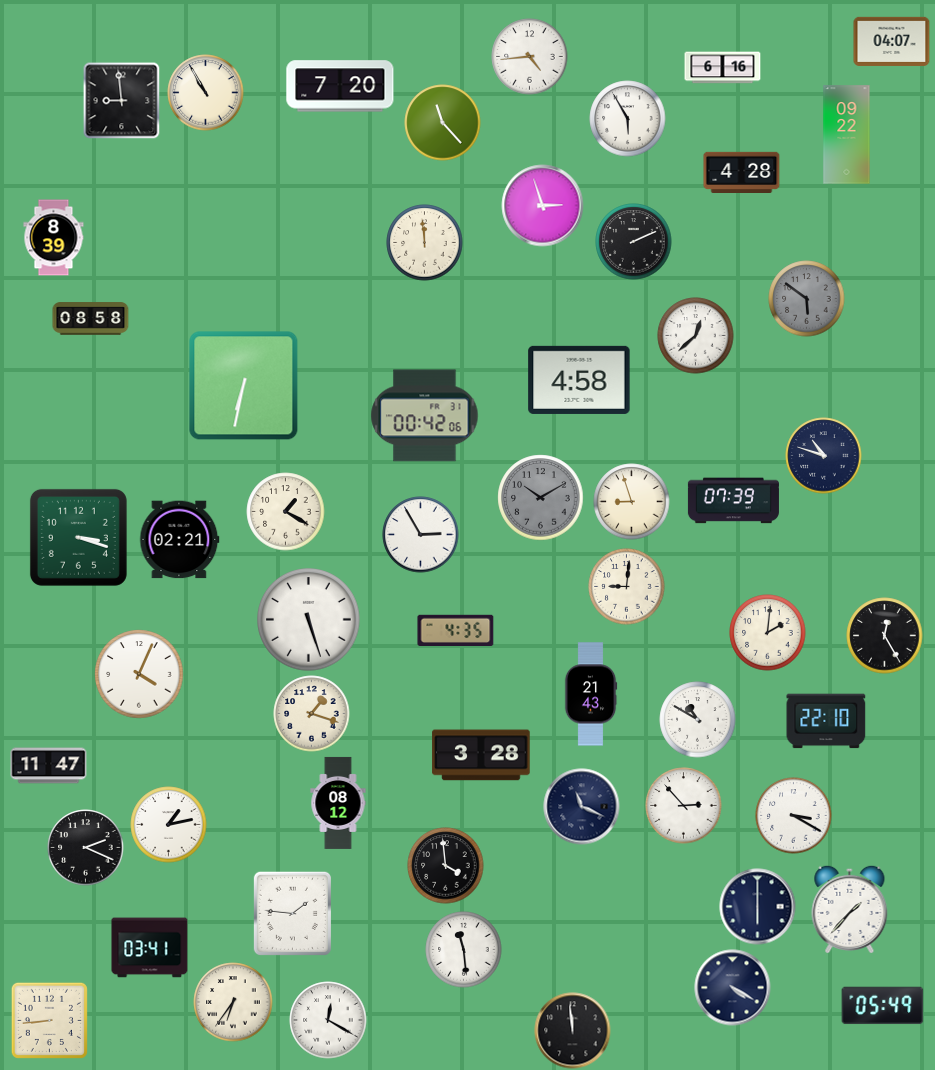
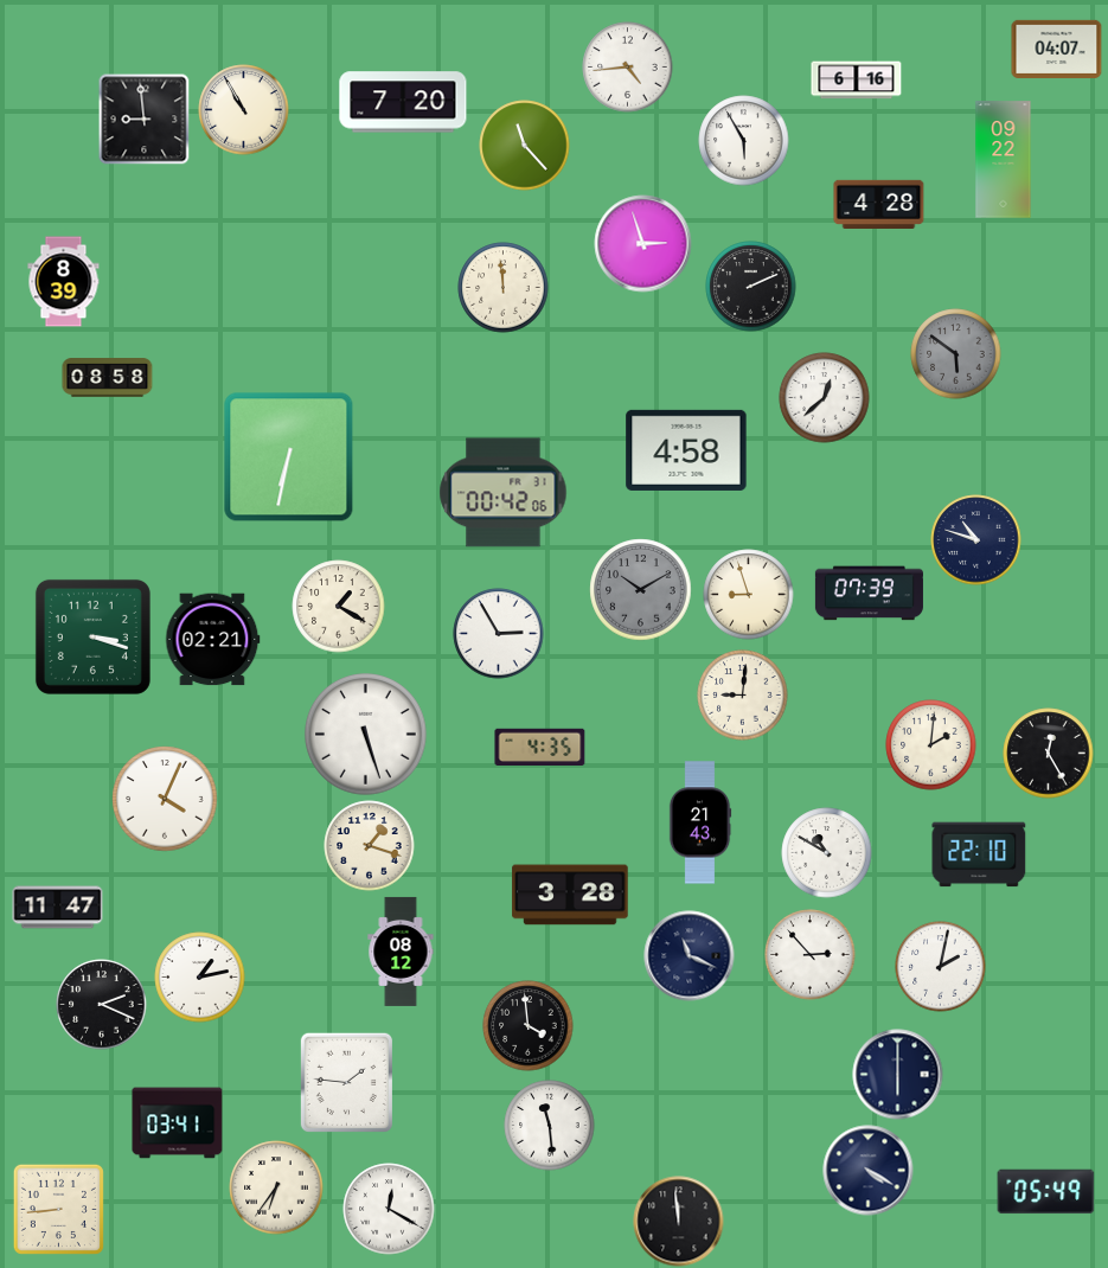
clock at (768, 633) position: (768, 633) -> (931, 745)
clock at (794, 816): 3:20 -> 2:02
clock at (850, 909): 1:37 -> none
